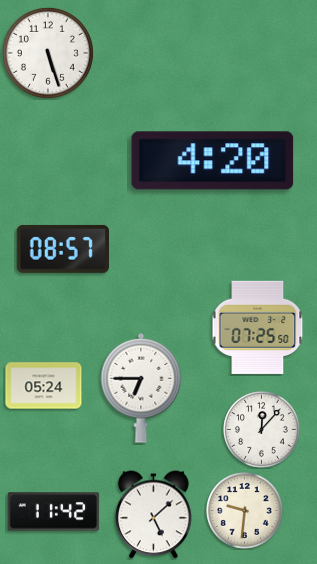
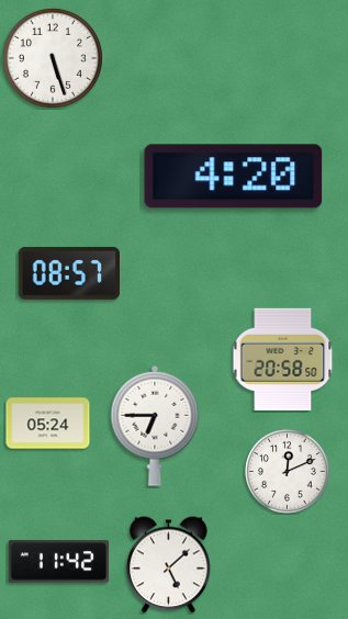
clock at (258, 327): 07:25 -> 20:58
clock at (262, 430): 12:07 -> 12:11
clock at (245, 511): 9:31 -> none
